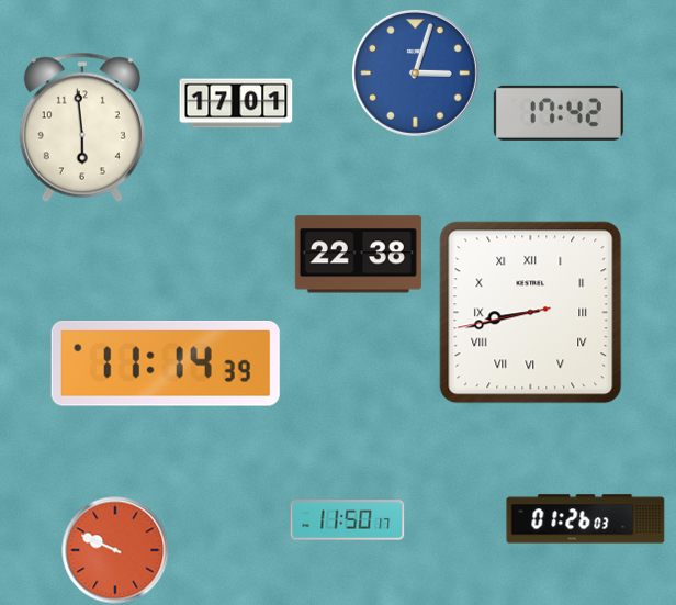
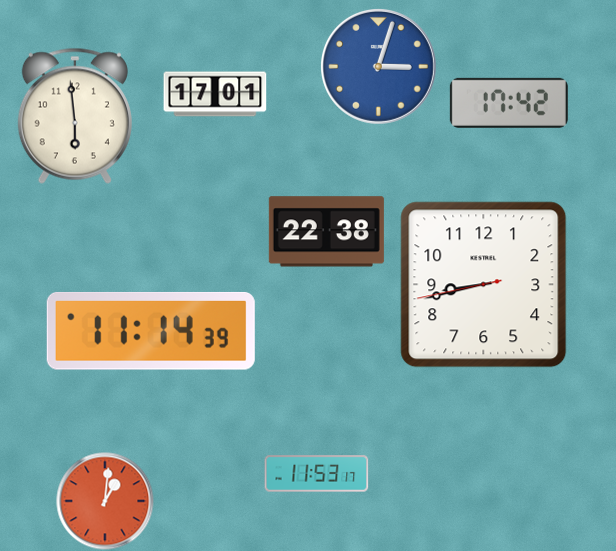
clock at (531, 313) numerals: Roman -> Arabic
clock at (586, 519): 01:26 -> none
clock at (348, 520): 11:50 -> 11:53
clock at (115, 550): 9:49 -> 1:01
